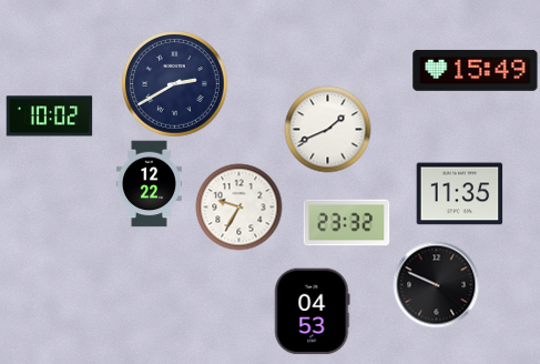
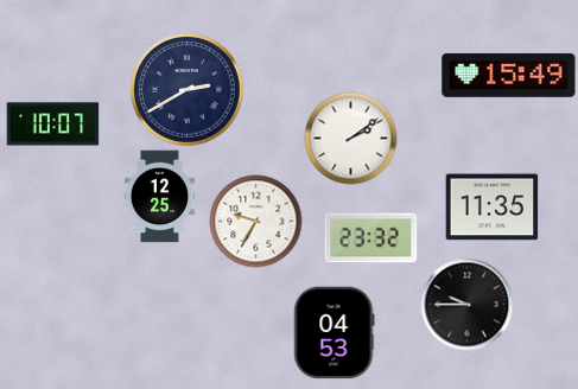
clock at (49, 117): 10:02 -> 10:07
clock at (327, 129): 1:41 -> 2:09
clock at (149, 183): 12:22 -> 12:25
clock at (436, 284): 9:49 -> 9:45
